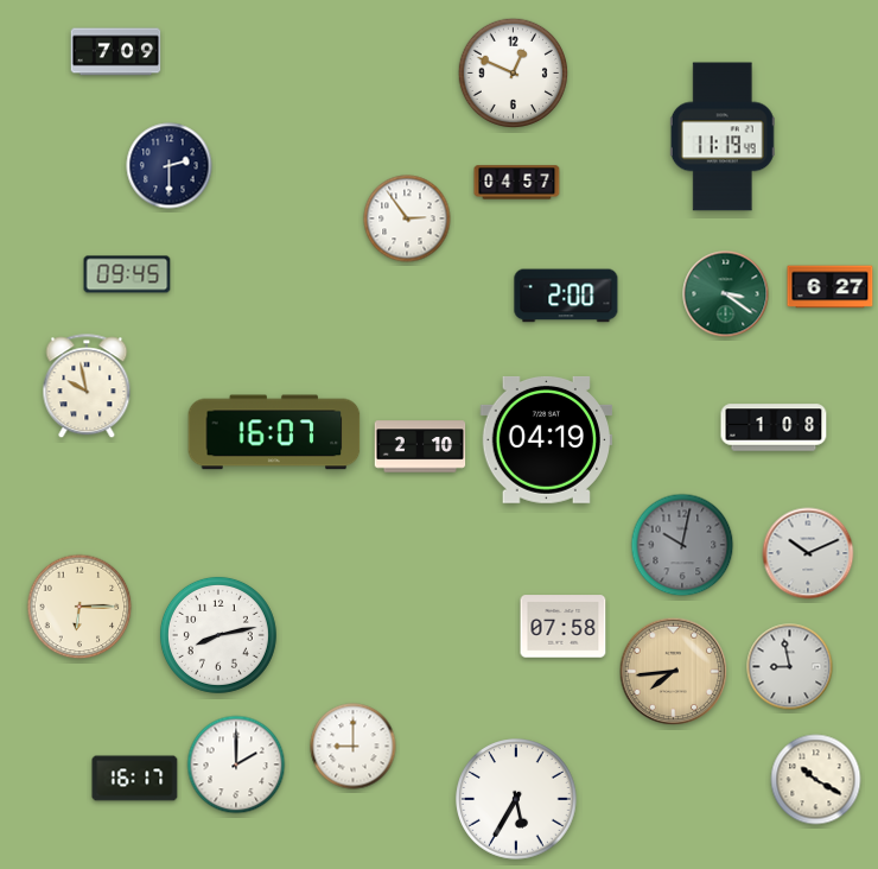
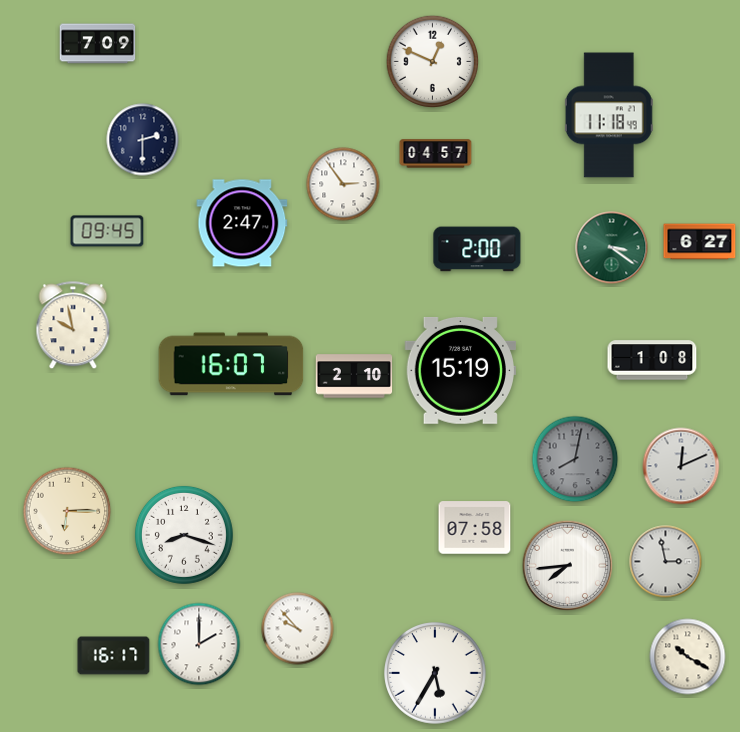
clock at (723, 137): 11:19 -> 11:18
clock at (242, 223): none -> 2:47
clock at (546, 439): 04:19 -> 15:19
clock at (682, 545): 10:02 -> 8:02
clock at (808, 553): 10:11 -> 12:11
clock at (218, 635): 8:13 -> 8:18
clock at (790, 667): 8:58 -> 2:58
clock at (674, 672) dial: champagne -> white
clock at (354, 747): 9:00 -> 9:53
